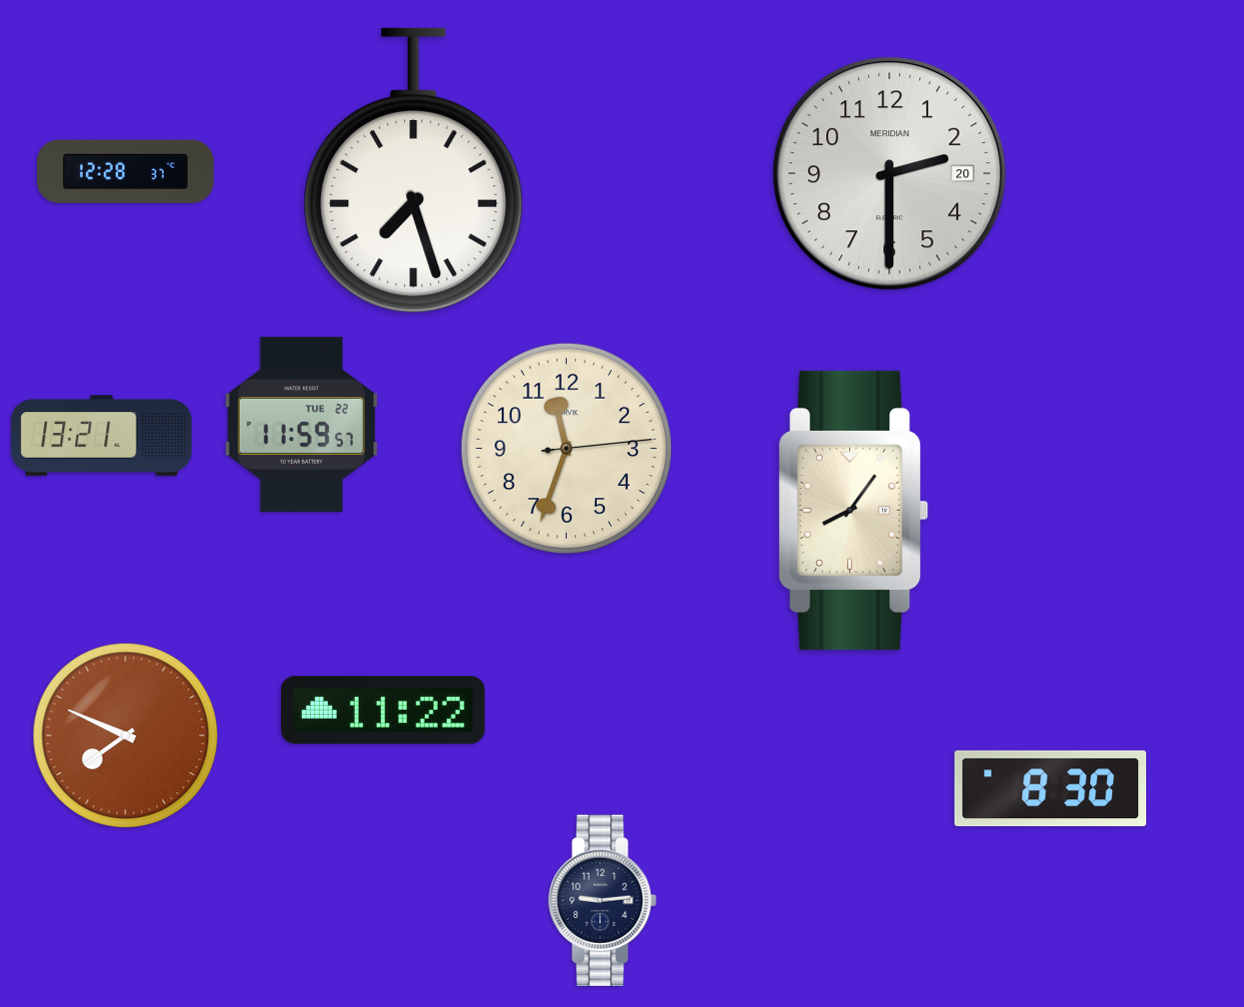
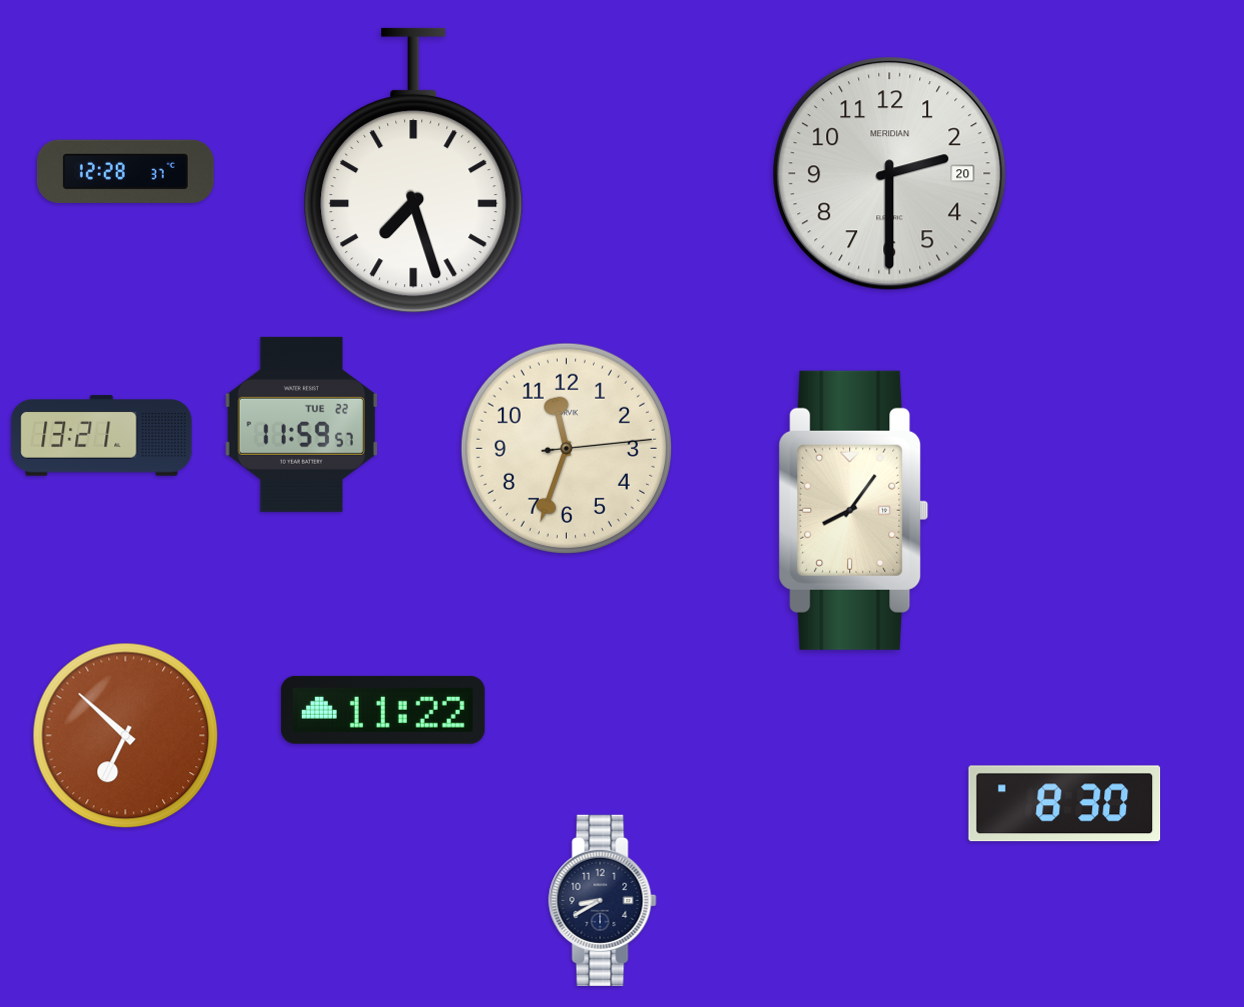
clock at (126, 736): 7:49 -> 6:52
clock at (1051, 789) position: (1051, 789) -> (1065, 804)
clock at (603, 900): 9:14 -> 8:40
